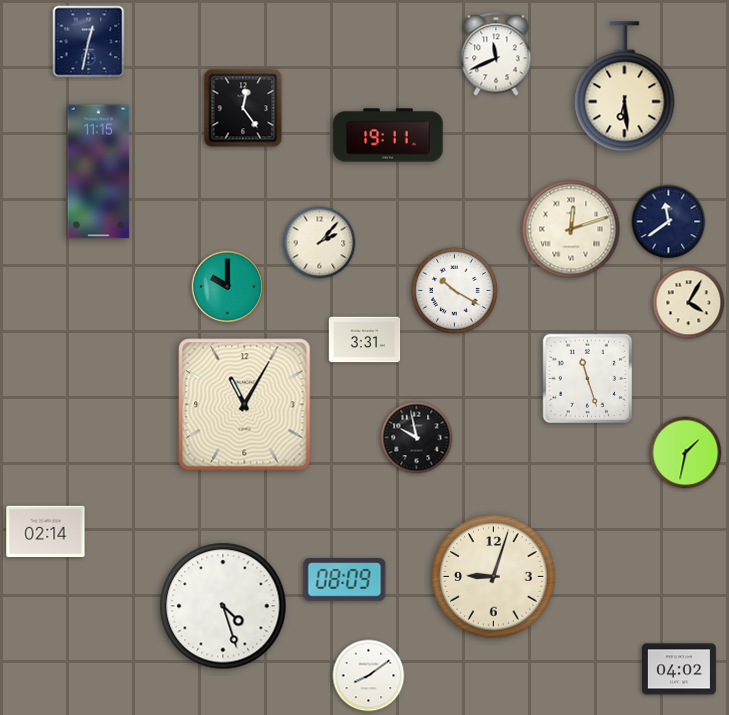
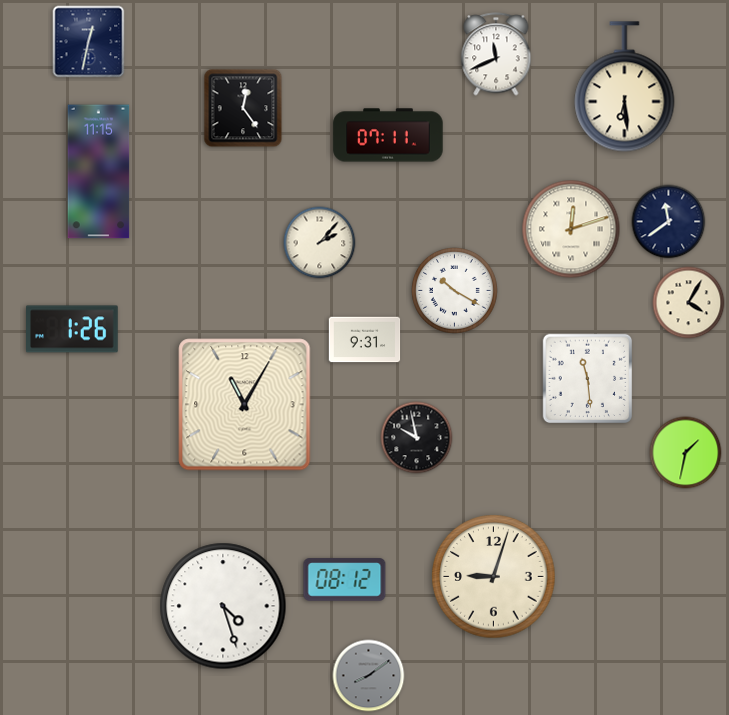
clock at (388, 135): 19:11 -> 07:11
clock at (228, 287): 10:00 -> none
clock at (73, 329): none -> 1:26
clock at (365, 340): 3:31 -> 9:31
clock at (588, 379): 11:27 -> 11:29
clock at (46, 532): 02:14 -> none
clock at (345, 580): 08:09 -> 08:12
clock at (679, 669): 04:02 -> none
clock at (369, 676) dial: white -> grey
